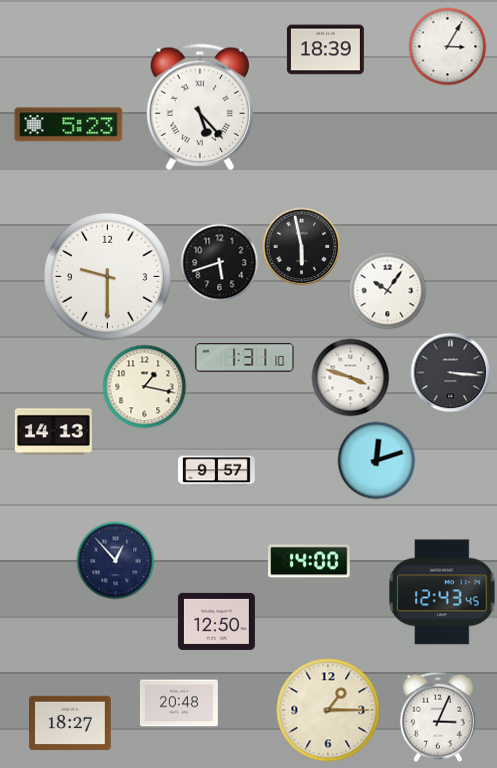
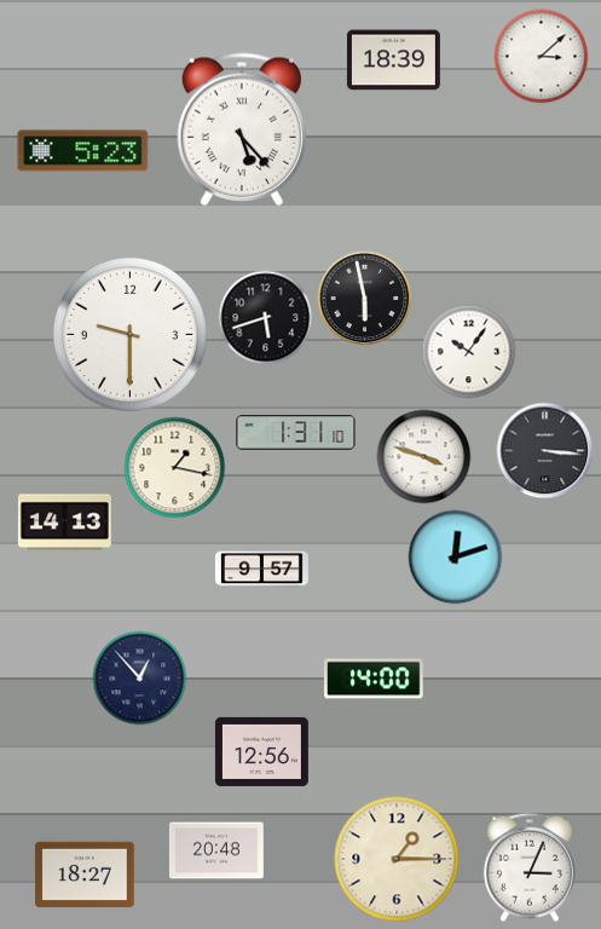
clock at (447, 46): 3:05 -> 3:08
clock at (442, 592): 12:43 -> none
clock at (216, 621): 12:50 -> 12:56
